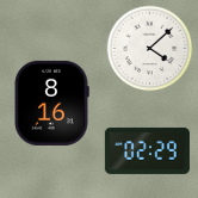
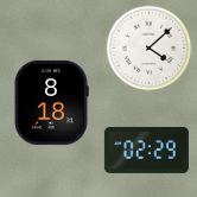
clock at (51, 103): 8:16 -> 8:18
